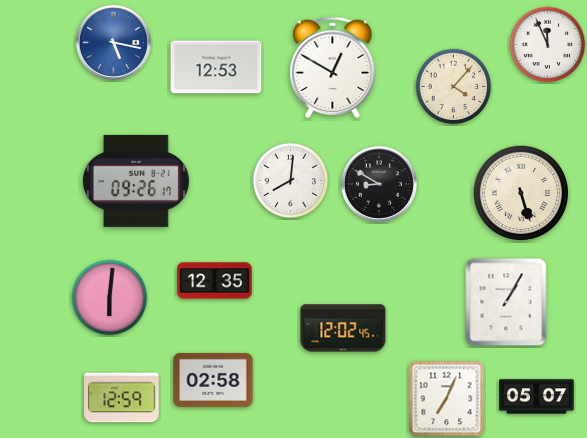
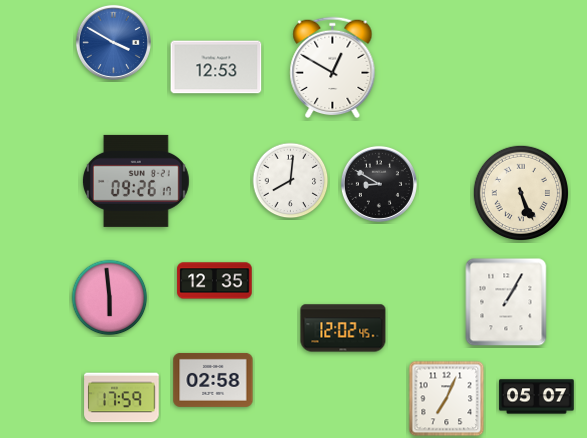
clock at (113, 42): 5:17 -> 3:50
clock at (548, 45): 11:56 -> none
clock at (454, 87): 4:07 -> none
clock at (520, 192): 5:27 -> 5:26
clock at (110, 298): 6:01 -> 5:59
clock at (122, 398): 12:59 -> 17:59
